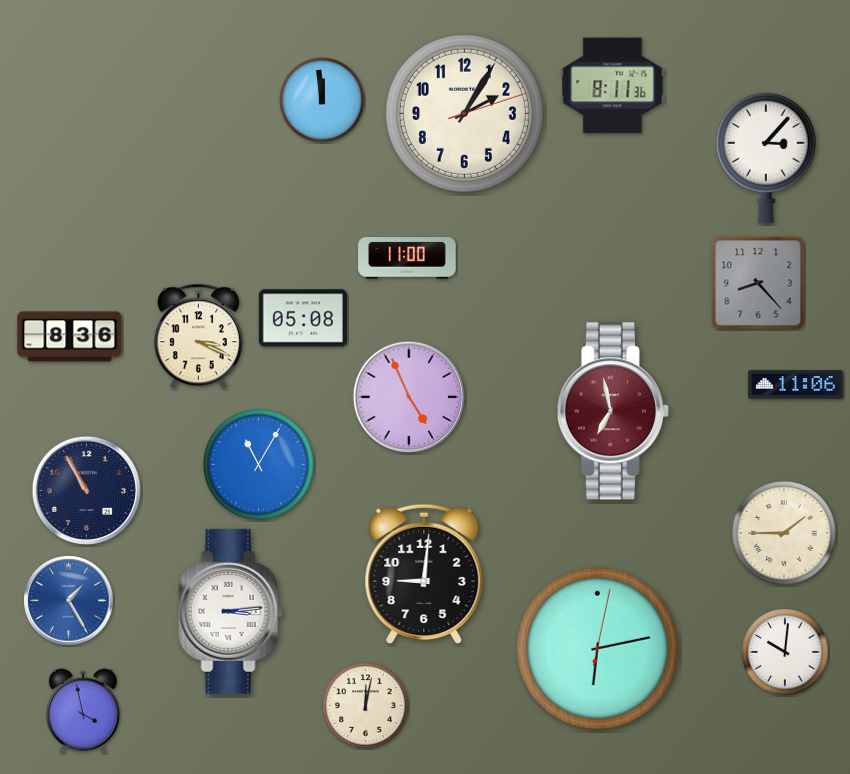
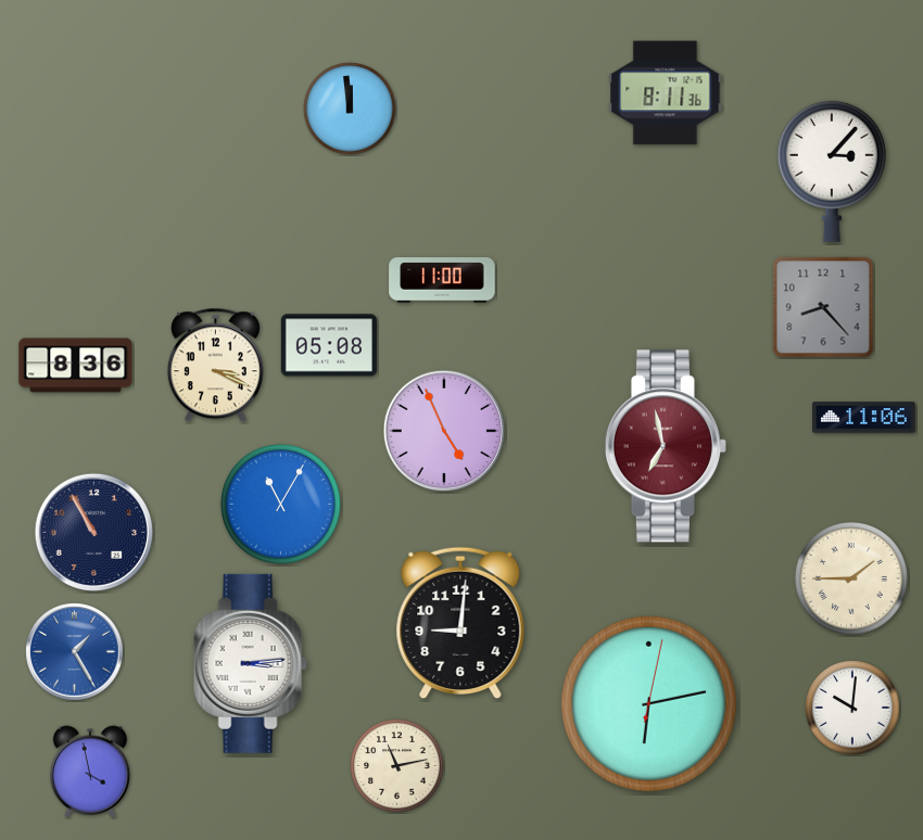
clock at (464, 113): 2:05 -> none
clock at (366, 706): 12:02 -> 11:13
